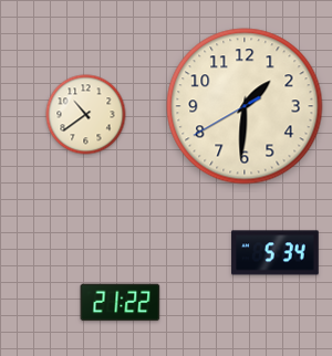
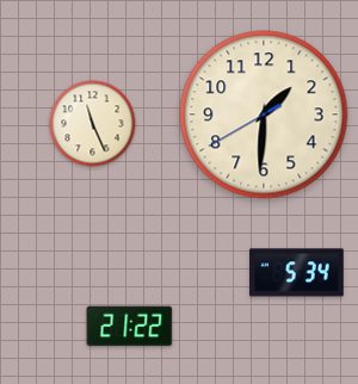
clock at (86, 115): 10:39 -> 11:26
